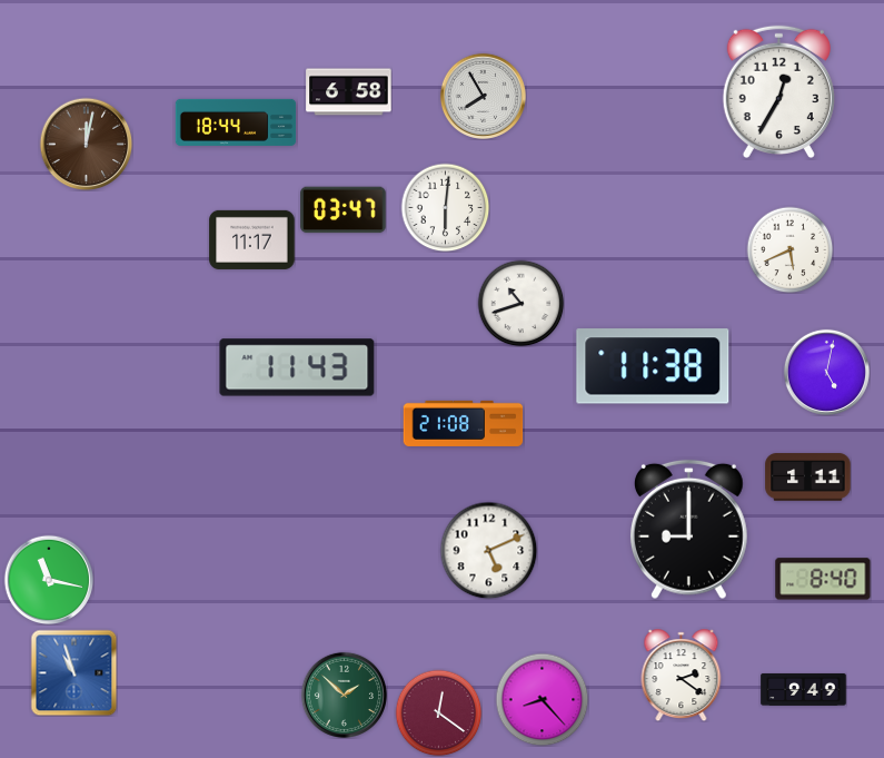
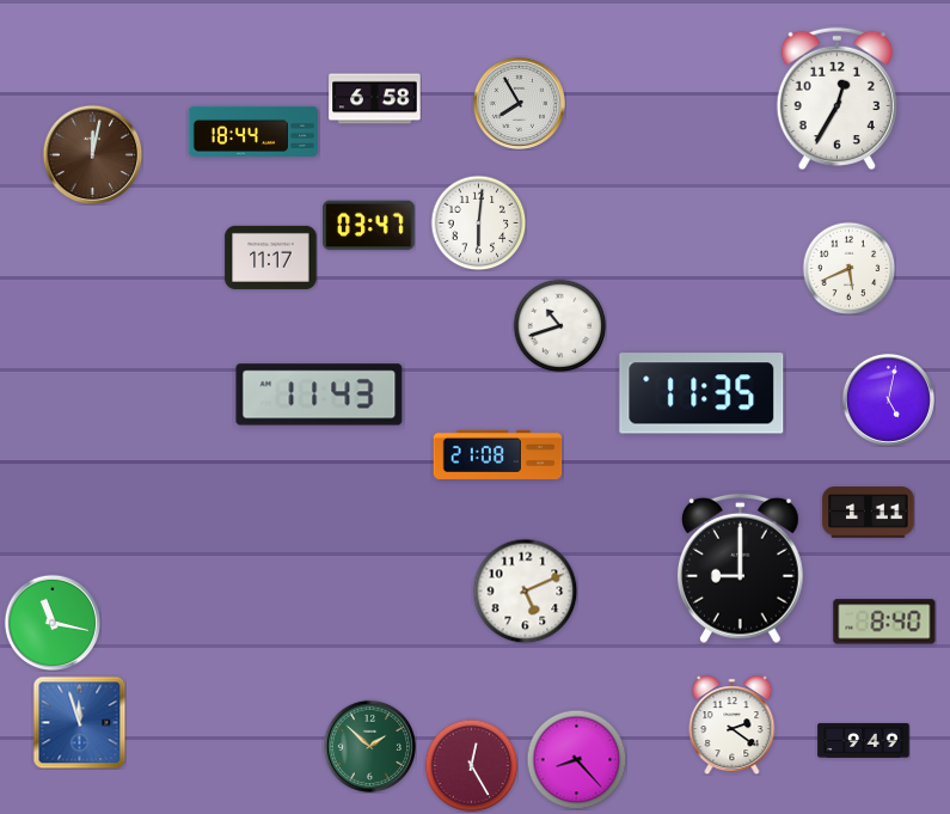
clock at (653, 366): 11:38 -> 11:35
clock at (73, 672): 10:57 -> 11:57
clock at (542, 699) position: (542, 699) -> (576, 759)
clock at (438, 712): 12:21 -> 12:25
